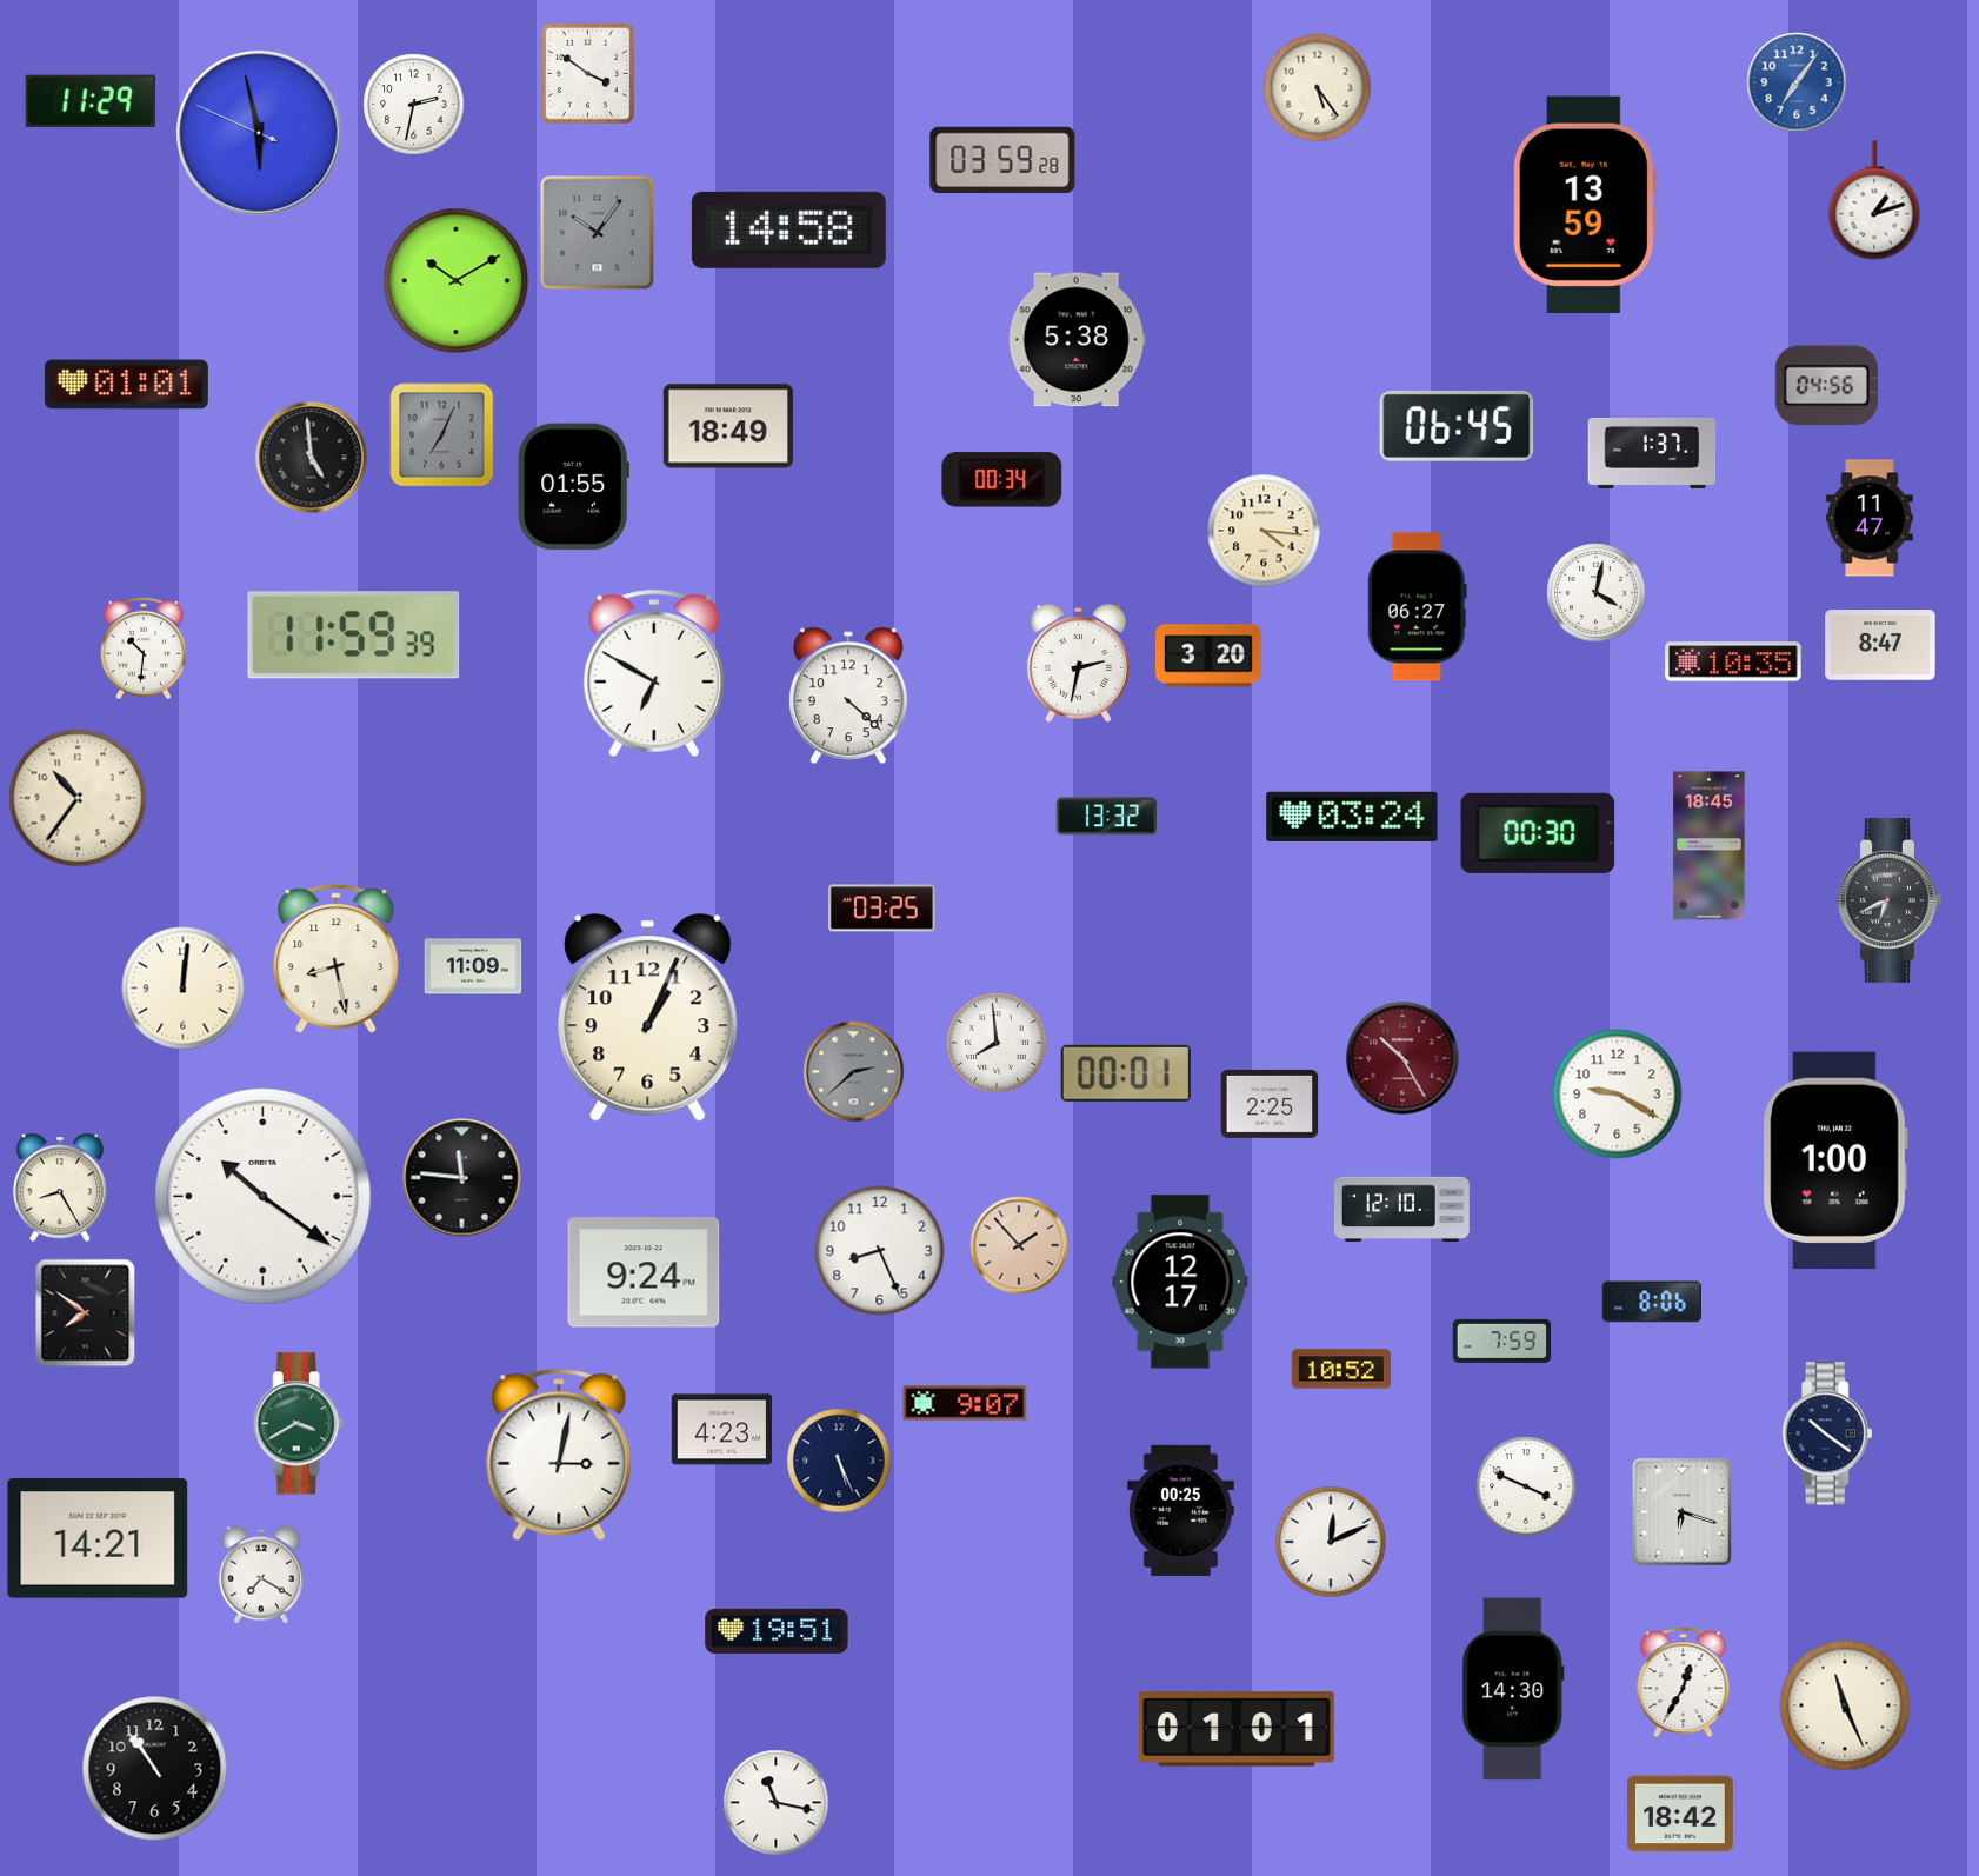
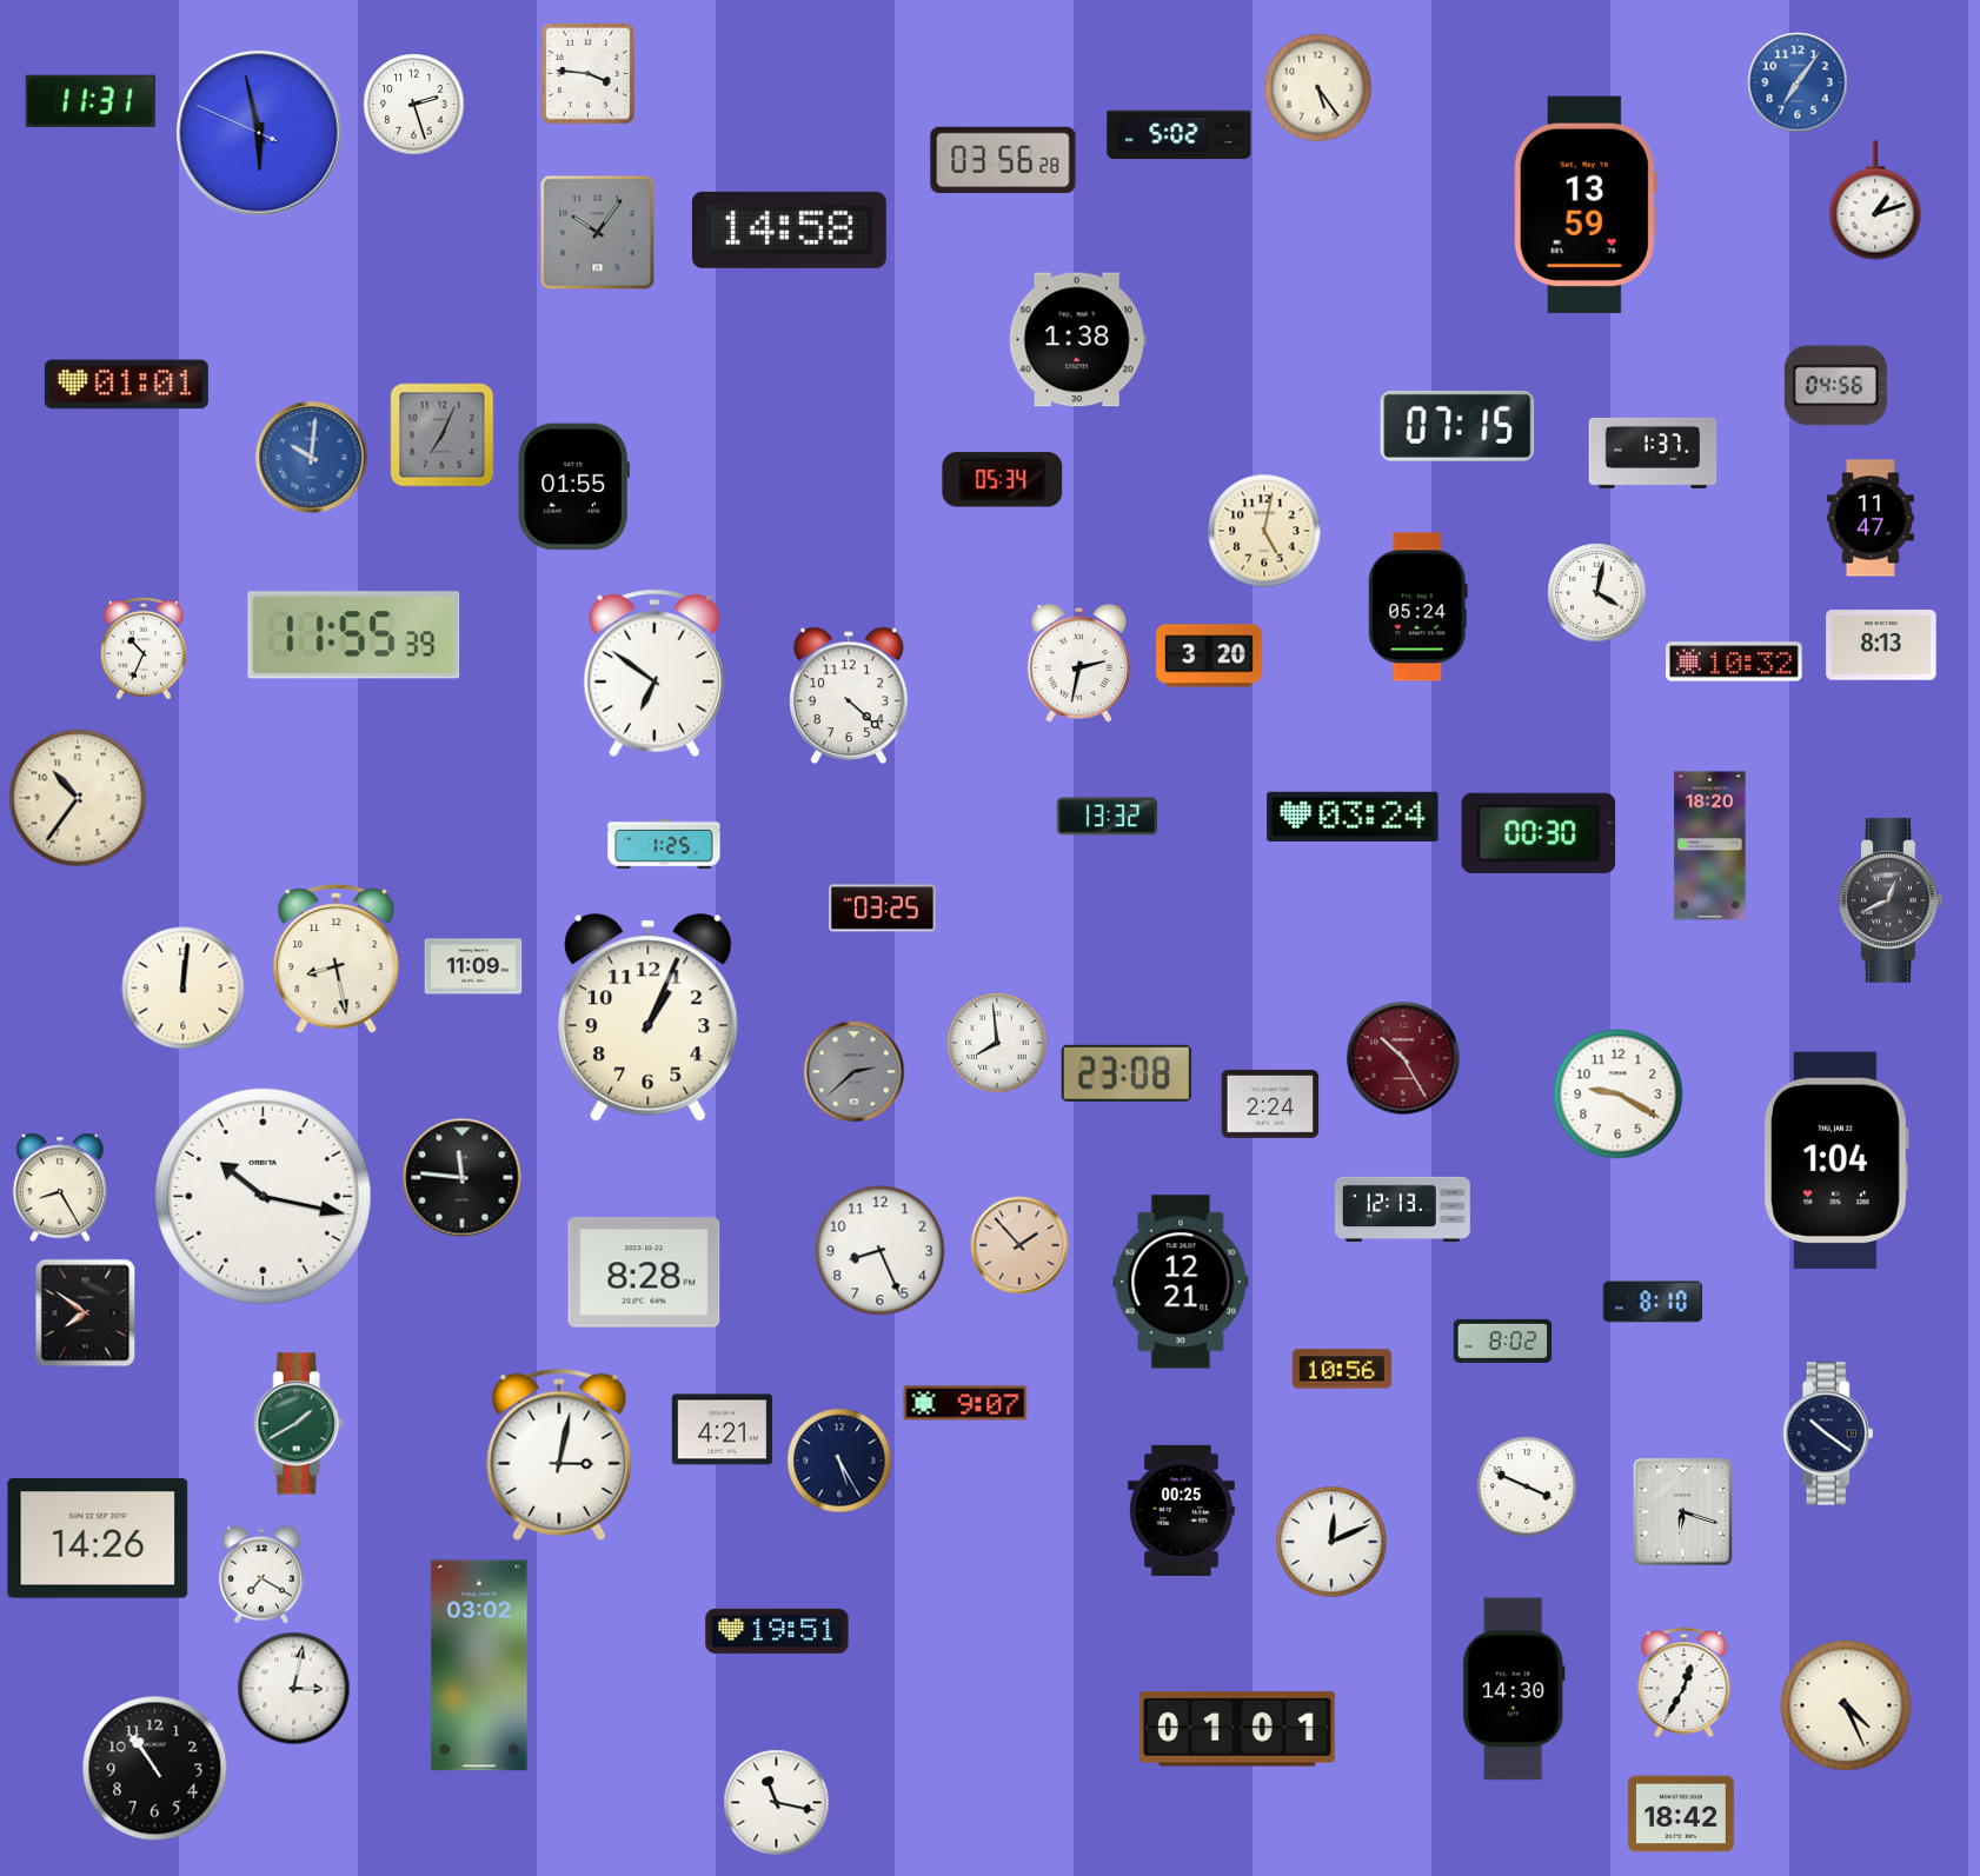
clock at (587, 73): 3:51 -> 3:46
clock at (91, 101): 11:29 -> 11:31
clock at (414, 105): 2:32 -> 2:27
clock at (1180, 135): none -> 5:02
clock at (1002, 160): 03:59 -> 03:56
clock at (457, 281): 10:10 -> none
clock at (1077, 340): 5:38 -> 1:38
clock at (1826, 386) position: (1826, 386) -> (1835, 386)
clock at (728, 426): 18:49 -> none
clock at (1457, 426): 06:45 -> 07:15
clock at (312, 458): 4:59 -> 10:01
clock at (312, 458) dial: black -> blue
clock at (1002, 480): 00:34 -> 05:34
clock at (1264, 531): 4:16 -> 5:02
clock at (1417, 607): 06:27 -> 05:24
clock at (354, 636): 11:59 -> 11:55
clock at (1880, 645): 8:47 -> 8:13
clock at (145, 648): 10:31 -> 10:34
clock at (1734, 661): 10:35 -> 10:32
clock at (654, 673): 6:50 -> 6:51
clock at (664, 844): none -> 1:25
clock at (1710, 846): 18:45 -> 18:20
clock at (1890, 900): 6:41 -> 12:41
clock at (1126, 1073): 00:01 -> 23:08
clock at (1270, 1104): 2:25 -> 2:24
clock at (1835, 1160): 1:00 -> 1:04
clock at (262, 1196): 10:21 -> 10:17
clock at (1401, 1209): 12:10 -> 12:13
clock at (644, 1272): 9:24 -> 8:28
clock at (1180, 1282): 12:17 -> 12:21
clock at (1652, 1302): 8:06 -> 8:10
clock at (1502, 1341): 7:59 -> 8:02
clock at (1341, 1369): 10:52 -> 10:56
clock at (298, 1424): 3:40 -> 1:40
clock at (721, 1430): 4:23 -> 4:21
clock at (839, 1461): 5:26 -> 5:25
clock at (98, 1538): 14:21 -> 14:26
clock at (479, 1665): none -> 03:02
clock at (294, 1689): none -> 3:02
clock at (1845, 1705): 11:26 -> 4:26
